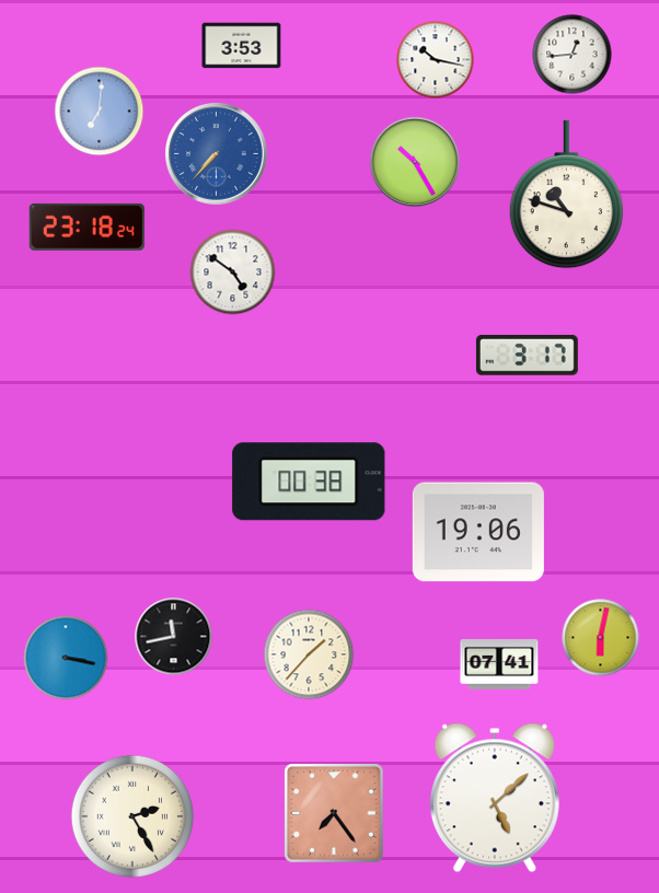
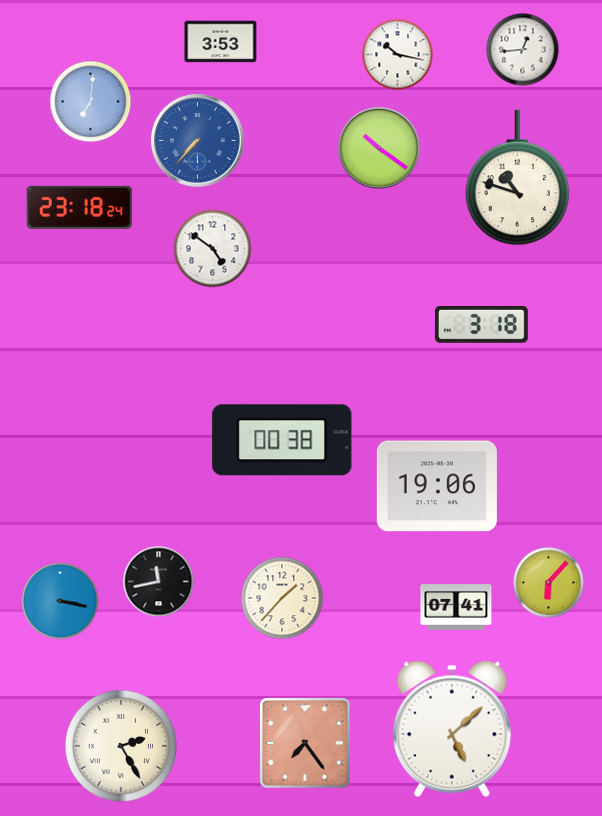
clock at (415, 162): 10:25 -> 10:21
clock at (527, 355): 3:17 -> 3:18
clock at (601, 638): 6:02 -> 6:07
